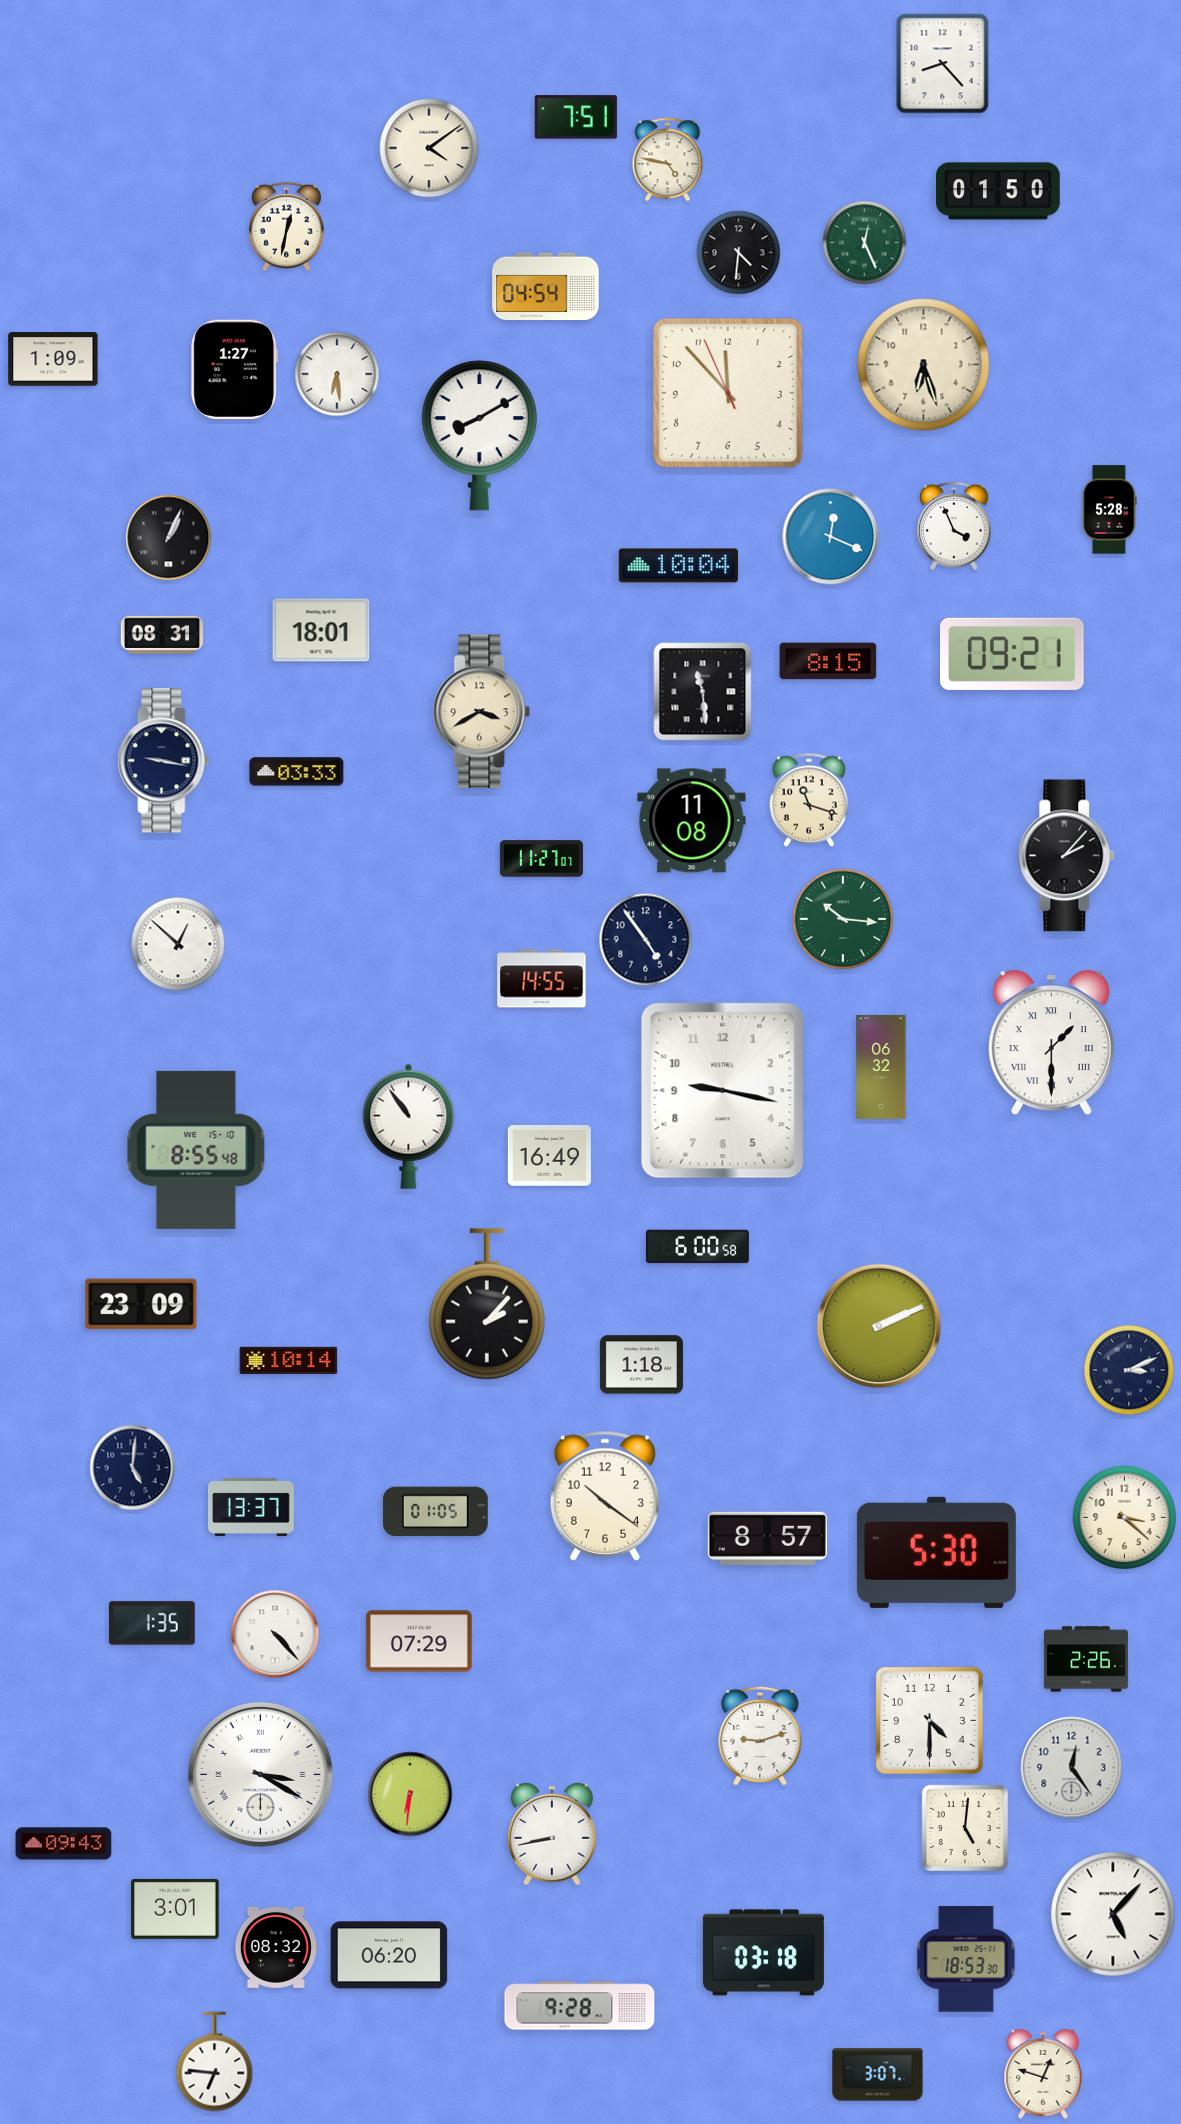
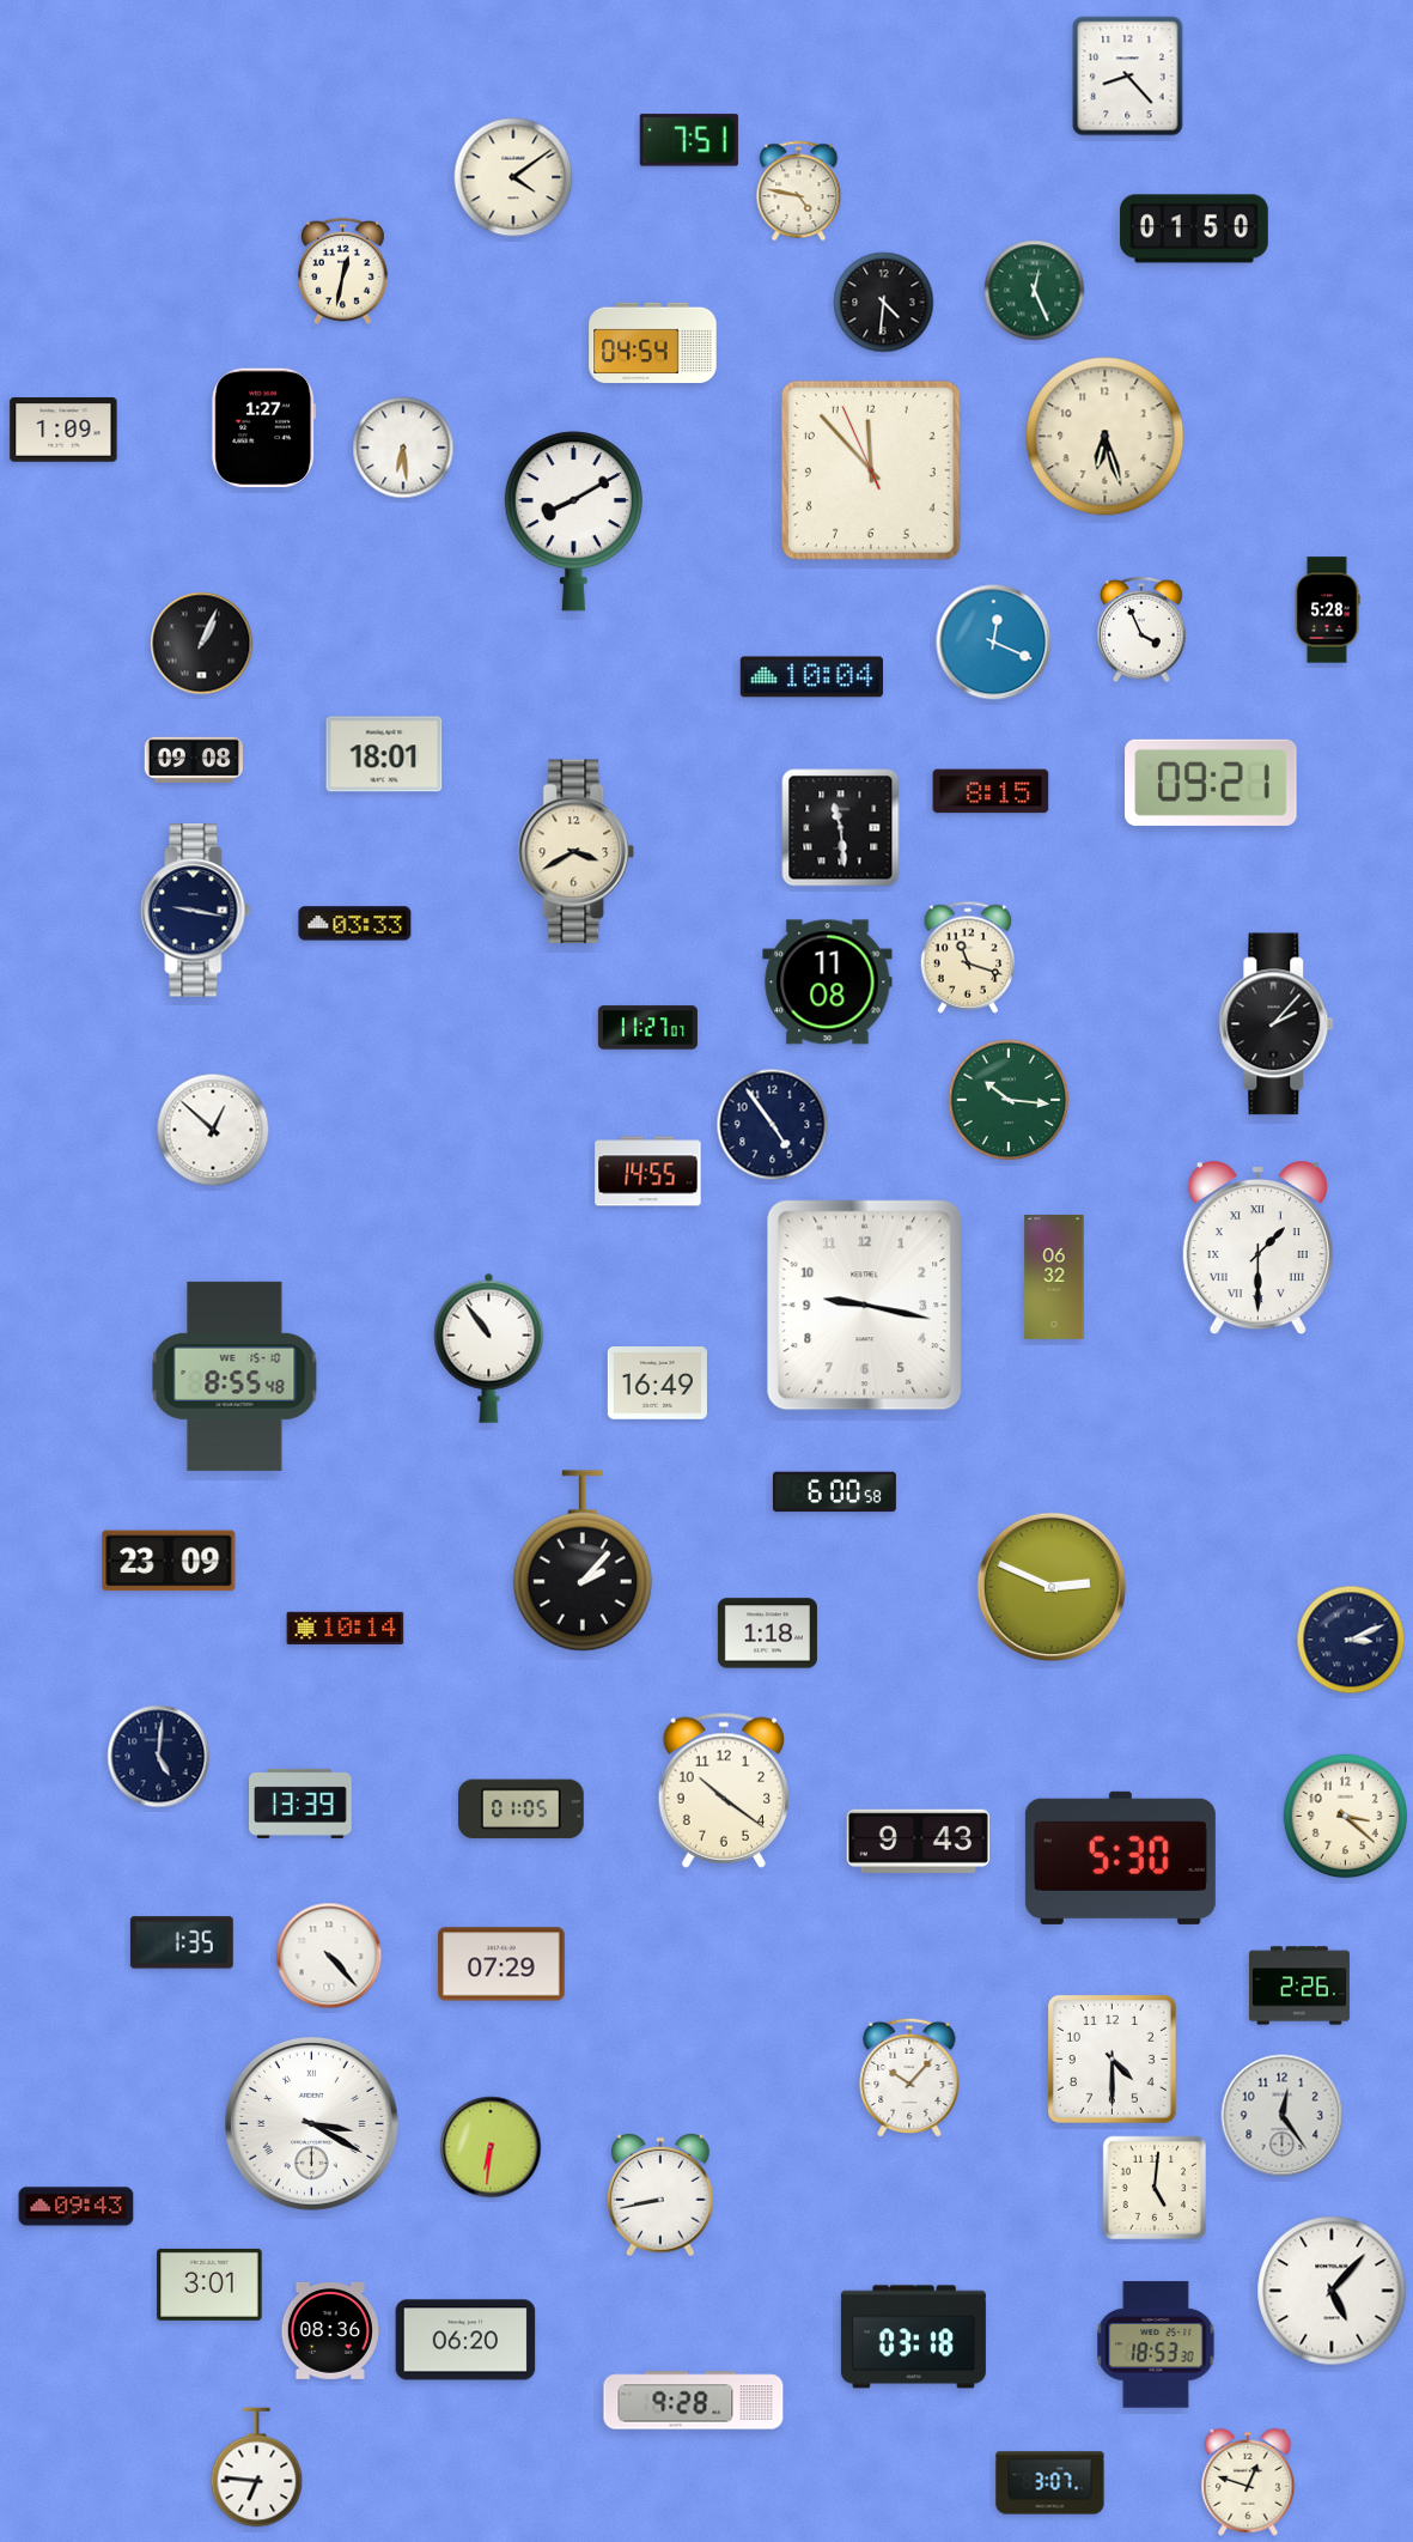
clock at (235, 370) position: (235, 370) -> (264, 428)
clock at (161, 634): 08:31 -> 09:08
clock at (879, 1326): 2:11 -> 2:49
clock at (252, 1507): 13:37 -> 13:39
clock at (767, 1538): 8:57 -> 9:43
clock at (760, 1736): 9:12 -> 10:07
clock at (276, 1948): 08:32 -> 08:36
